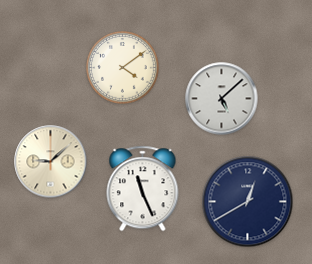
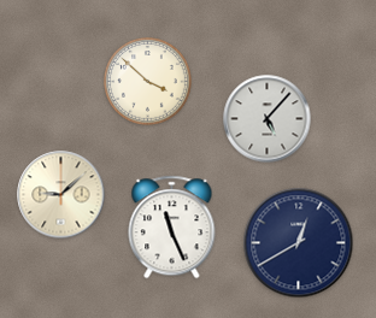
clock at (123, 68): 4:09 -> 3:52
clock at (222, 99): 5:08 -> 5:07
